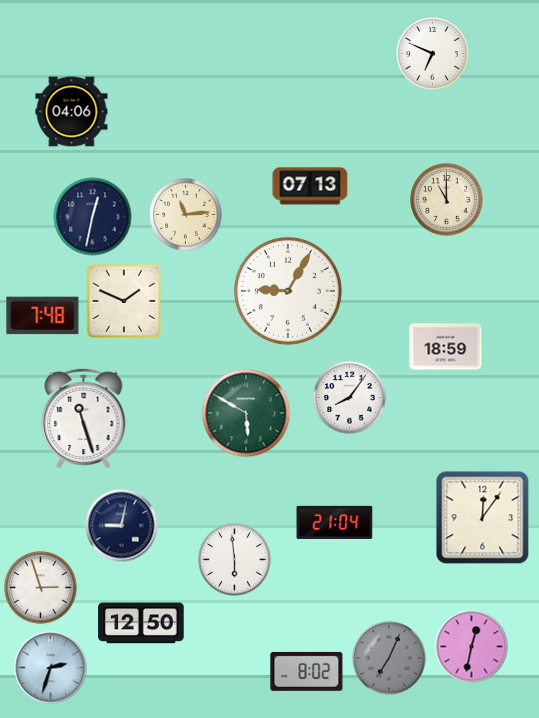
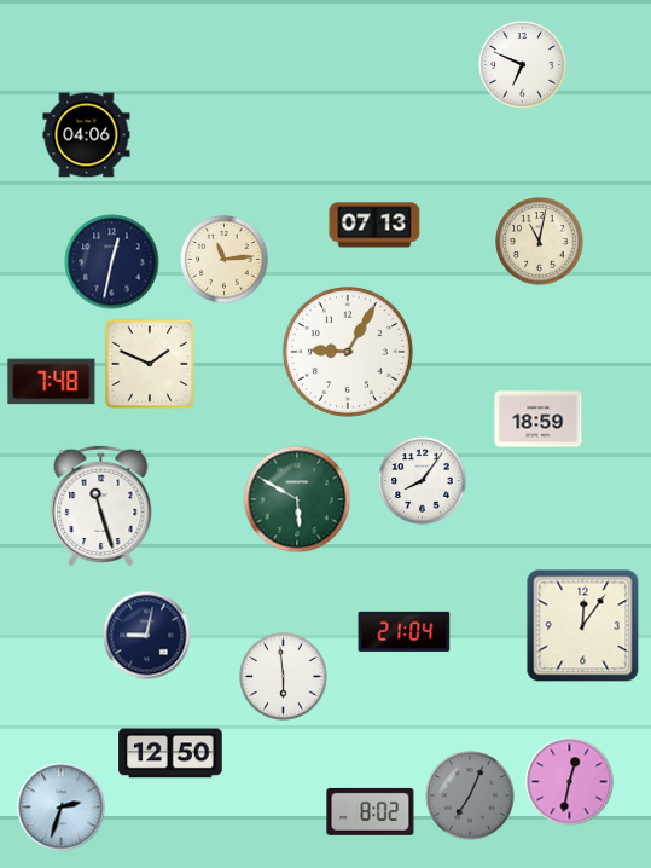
clock at (447, 200): 11:00 -> 11:02
clock at (41, 588): 2:57 -> none
